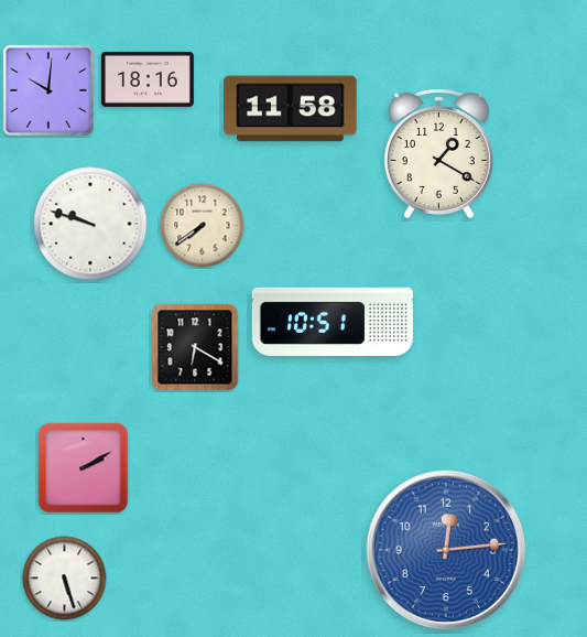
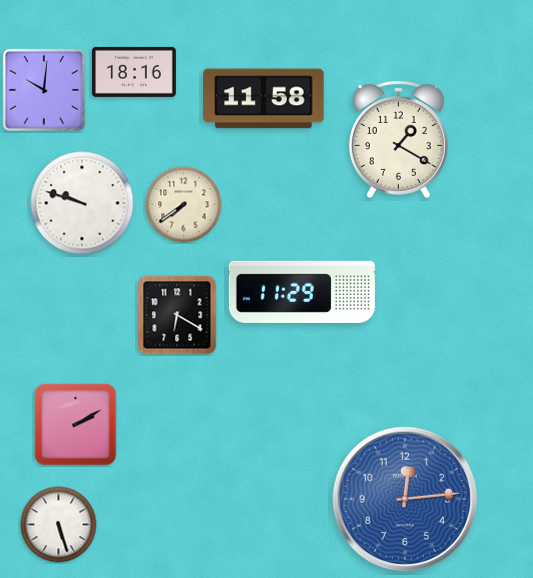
clock at (48, 90) position: (48, 90) -> (44, 90)
clock at (333, 322): 10:51 -> 11:29
